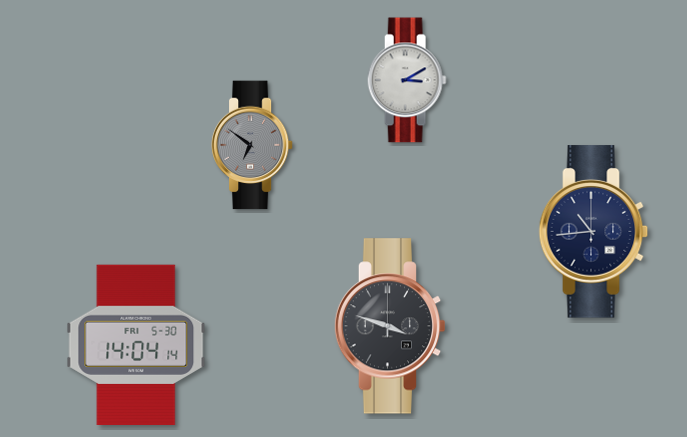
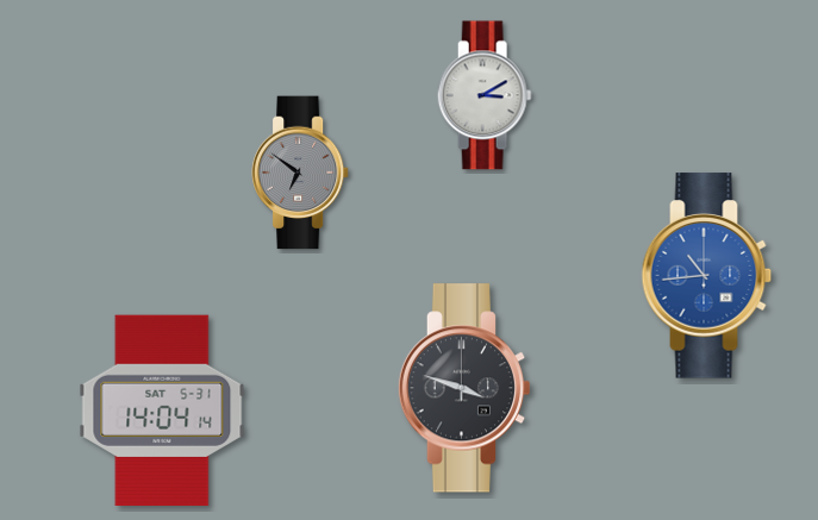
clock at (594, 232) dial: navy -> blue
clock at (136, 344) date: FRI 5-30 -> SAT 5-31
